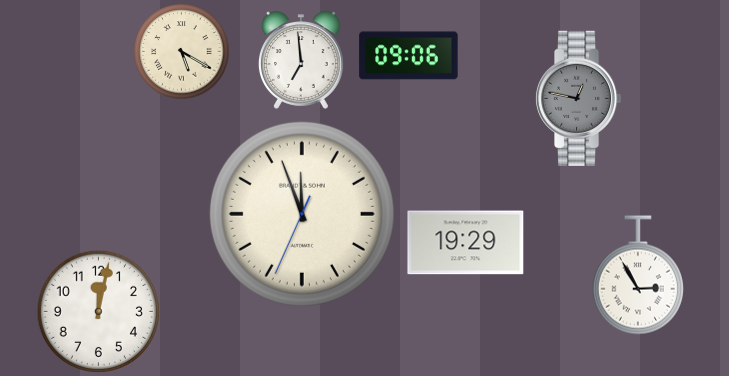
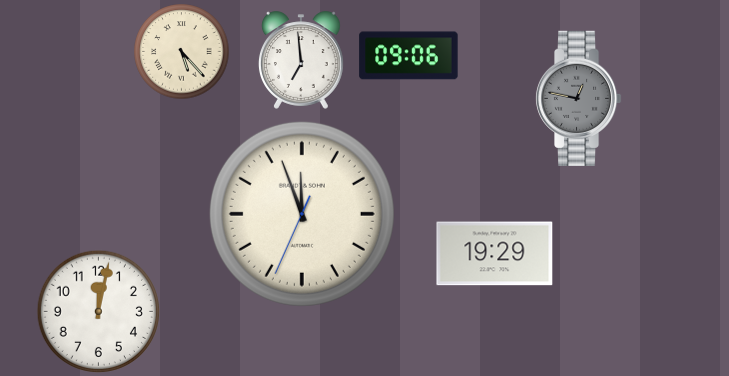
clock at (181, 51): 5:20 -> 5:23
clock at (466, 243) position: (466, 243) -> (495, 254)
clock at (638, 275): 2:55 -> none
